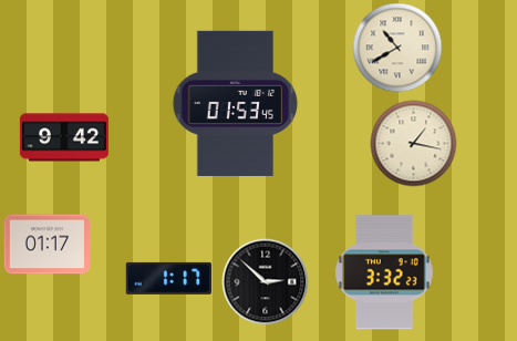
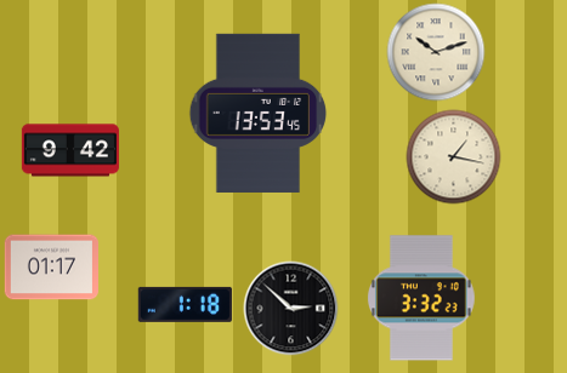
clock at (397, 48): 10:40 -> 10:12
clock at (236, 103): 01:53 -> 13:53
clock at (168, 278): 1:17 -> 1:18
